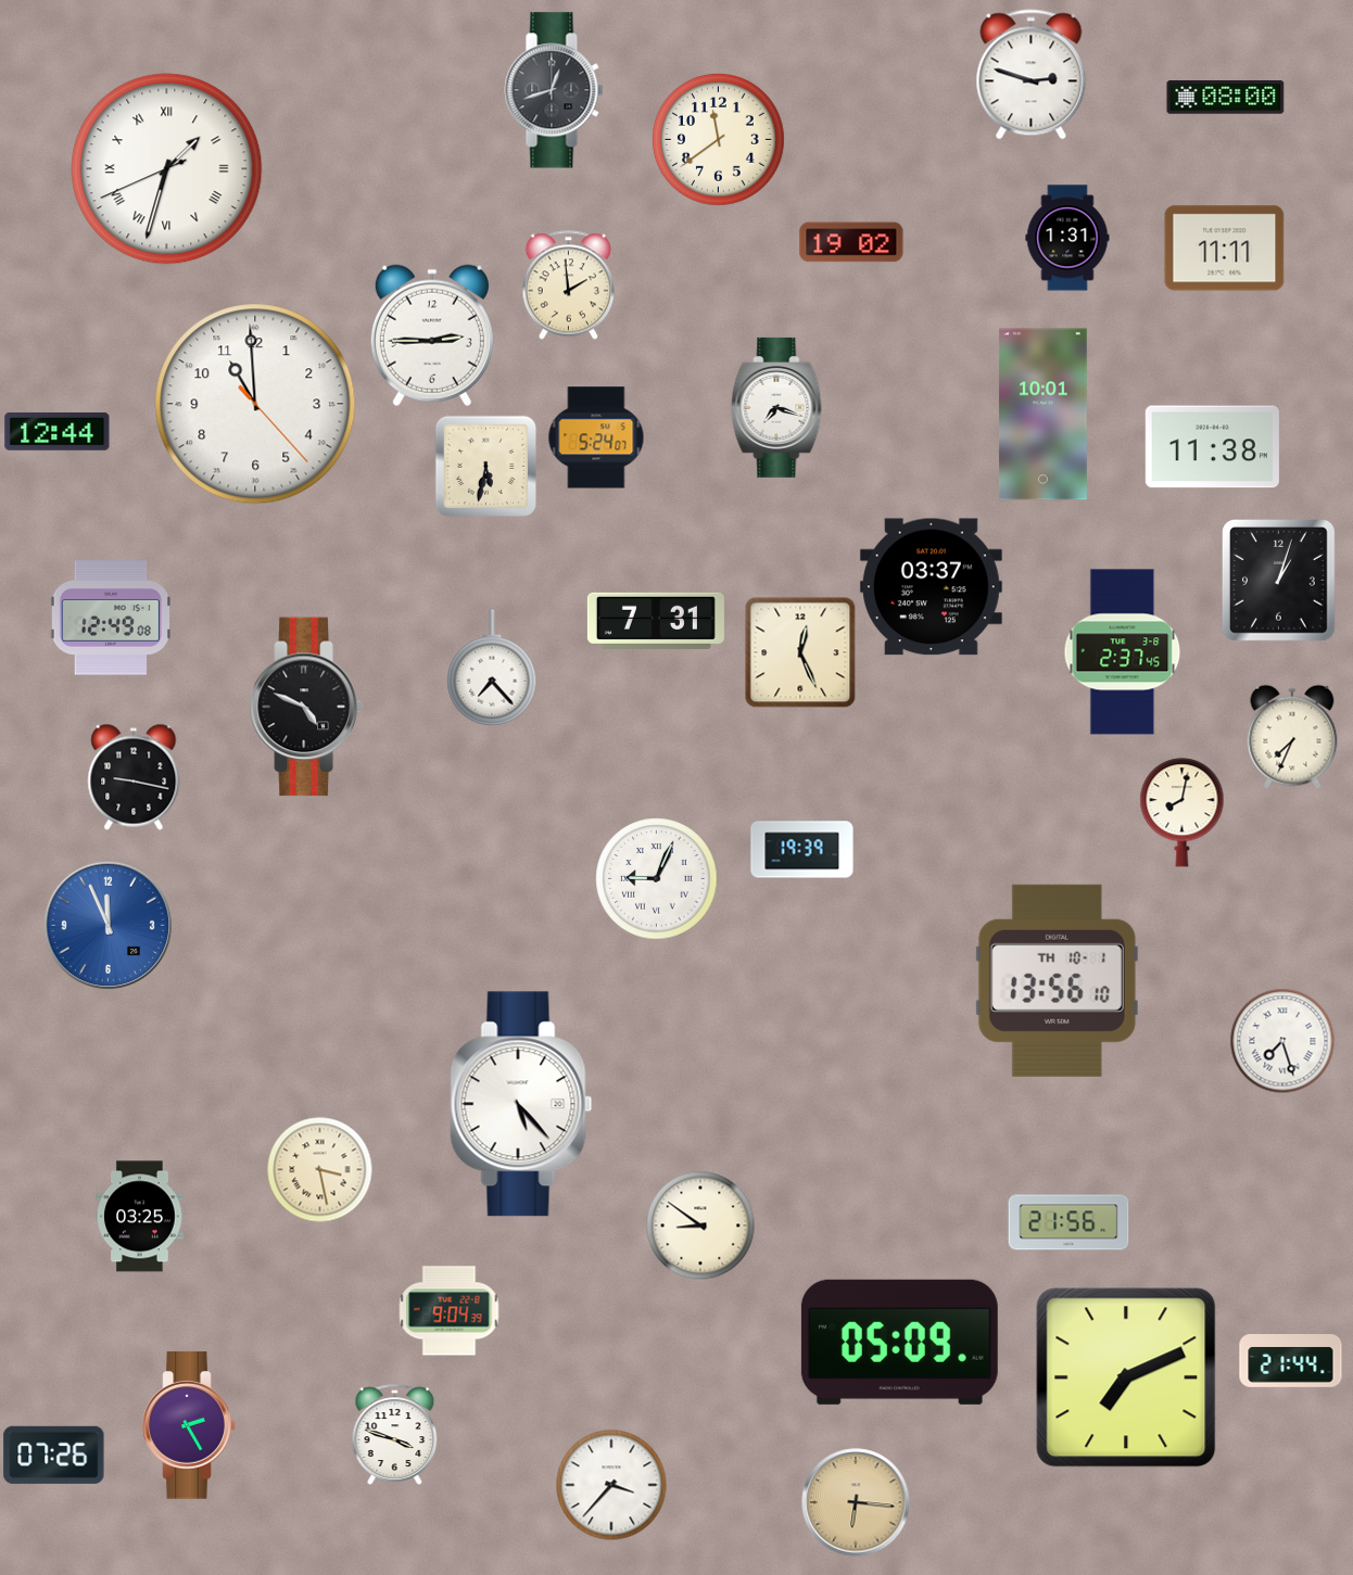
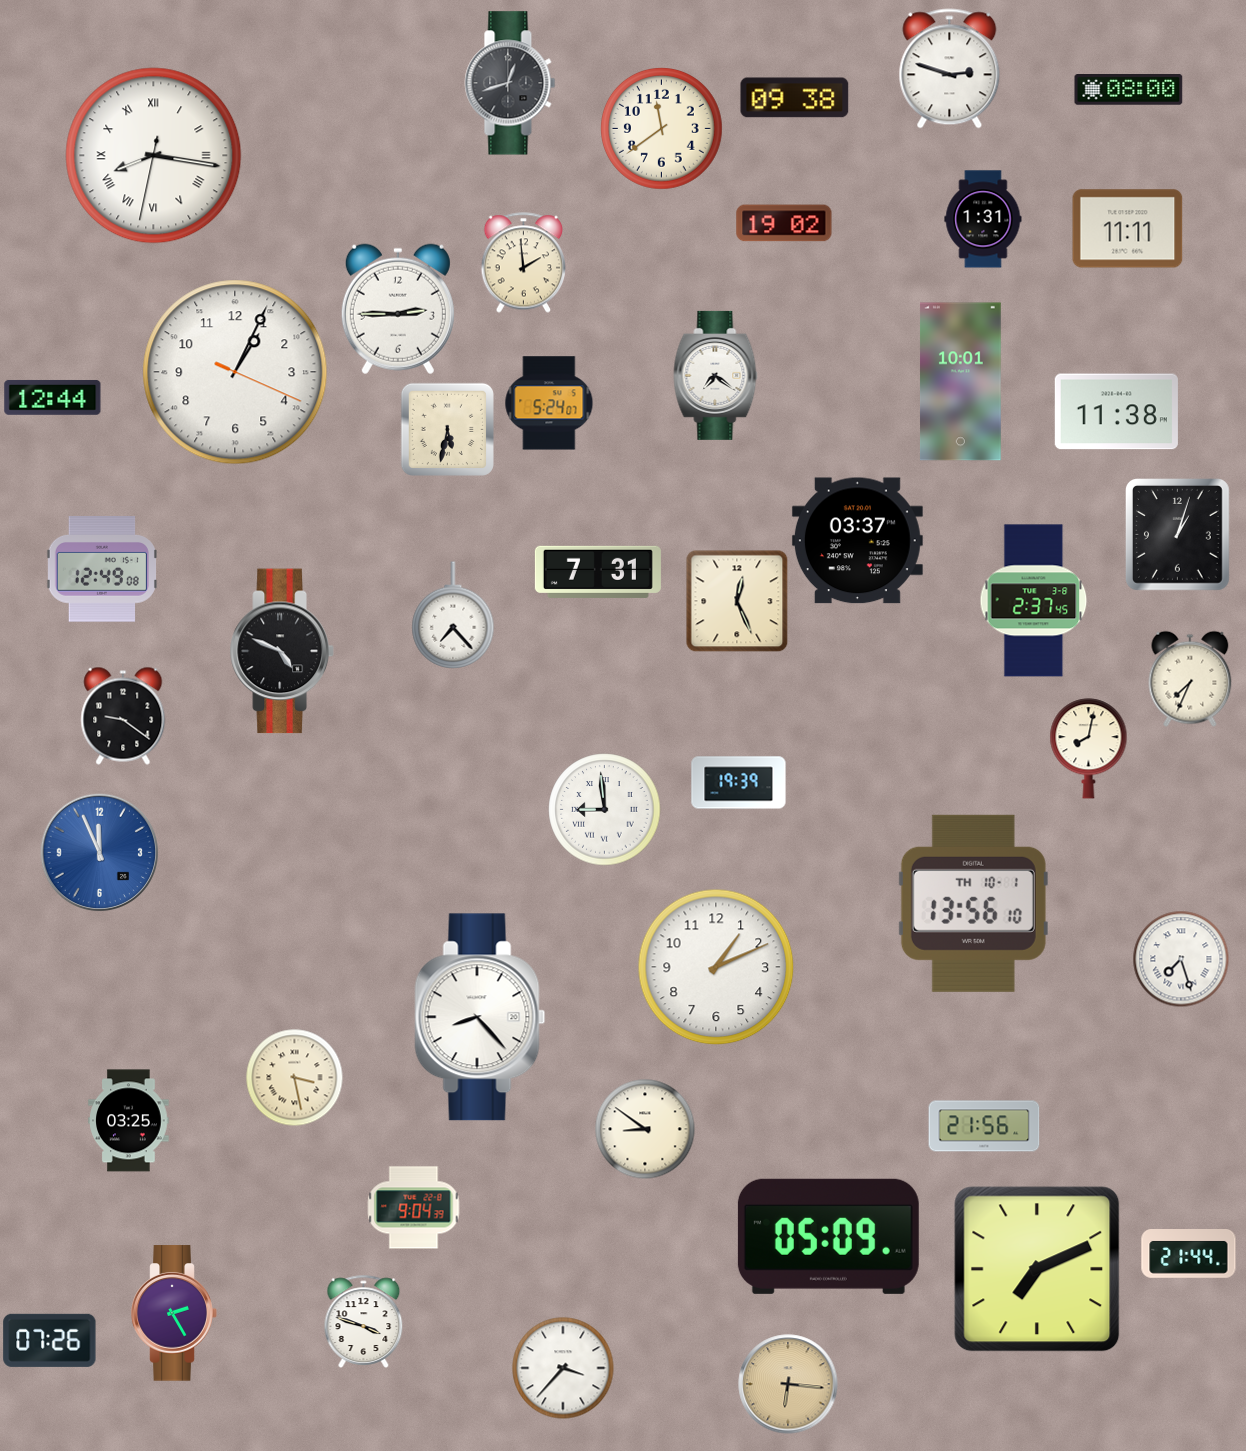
clock at (795, 98): none -> 09:38
clock at (167, 169): 1:32 -> 8:16
clock at (255, 404): 10:59 -> 1:04
clock at (777, 407): 7:18 -> 7:21
clock at (656, 621) position: (656, 621) -> (598, 572)
clock at (134, 777): 9:17 -> 9:21
clock at (657, 879): 9:04 -> 8:59
clock at (716, 967): none -> 1:11
clock at (521, 1104): 5:23 -> 8:23
